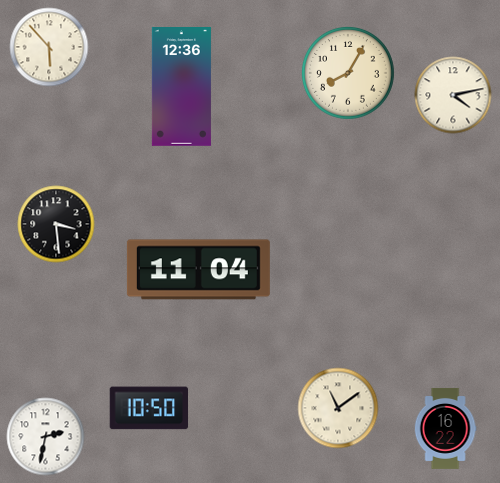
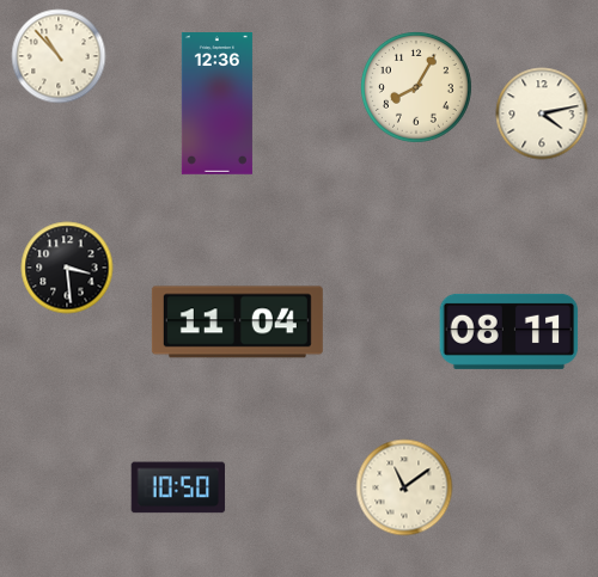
clock at (49, 47): 5:53 -> 10:53
clock at (509, 331): none -> 08:11
clock at (445, 428): 16:22 -> none
clock at (46, 437): 2:32 -> none
